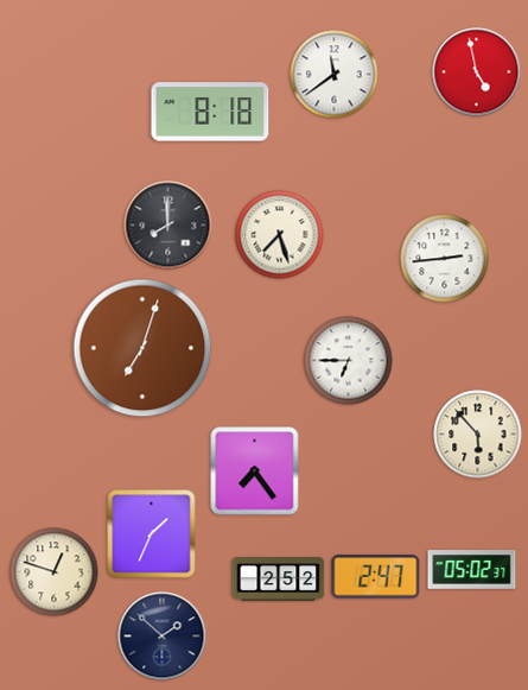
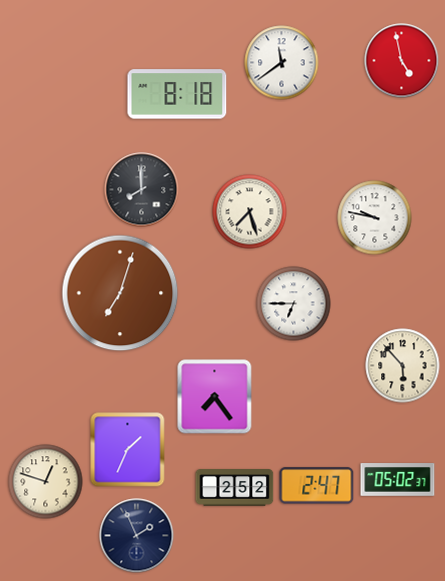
clock at (280, 235) position: (280, 235) -> (250, 212)
clock at (445, 259): 2:44 -> 9:47
clock at (163, 637): 1:52 -> 1:56
